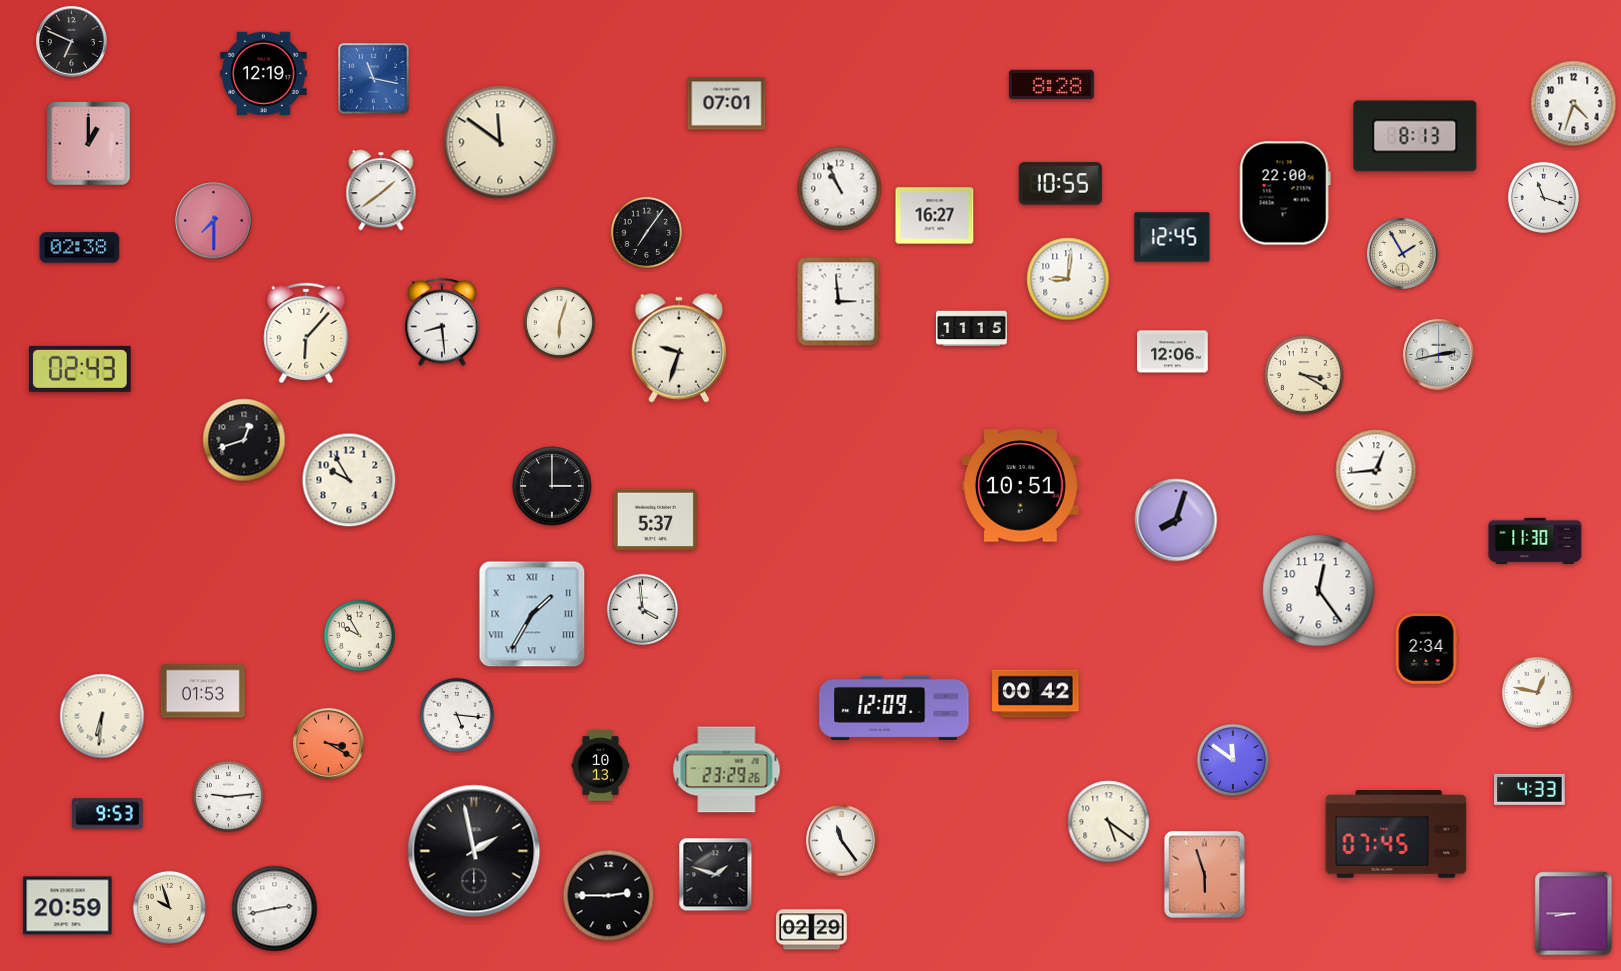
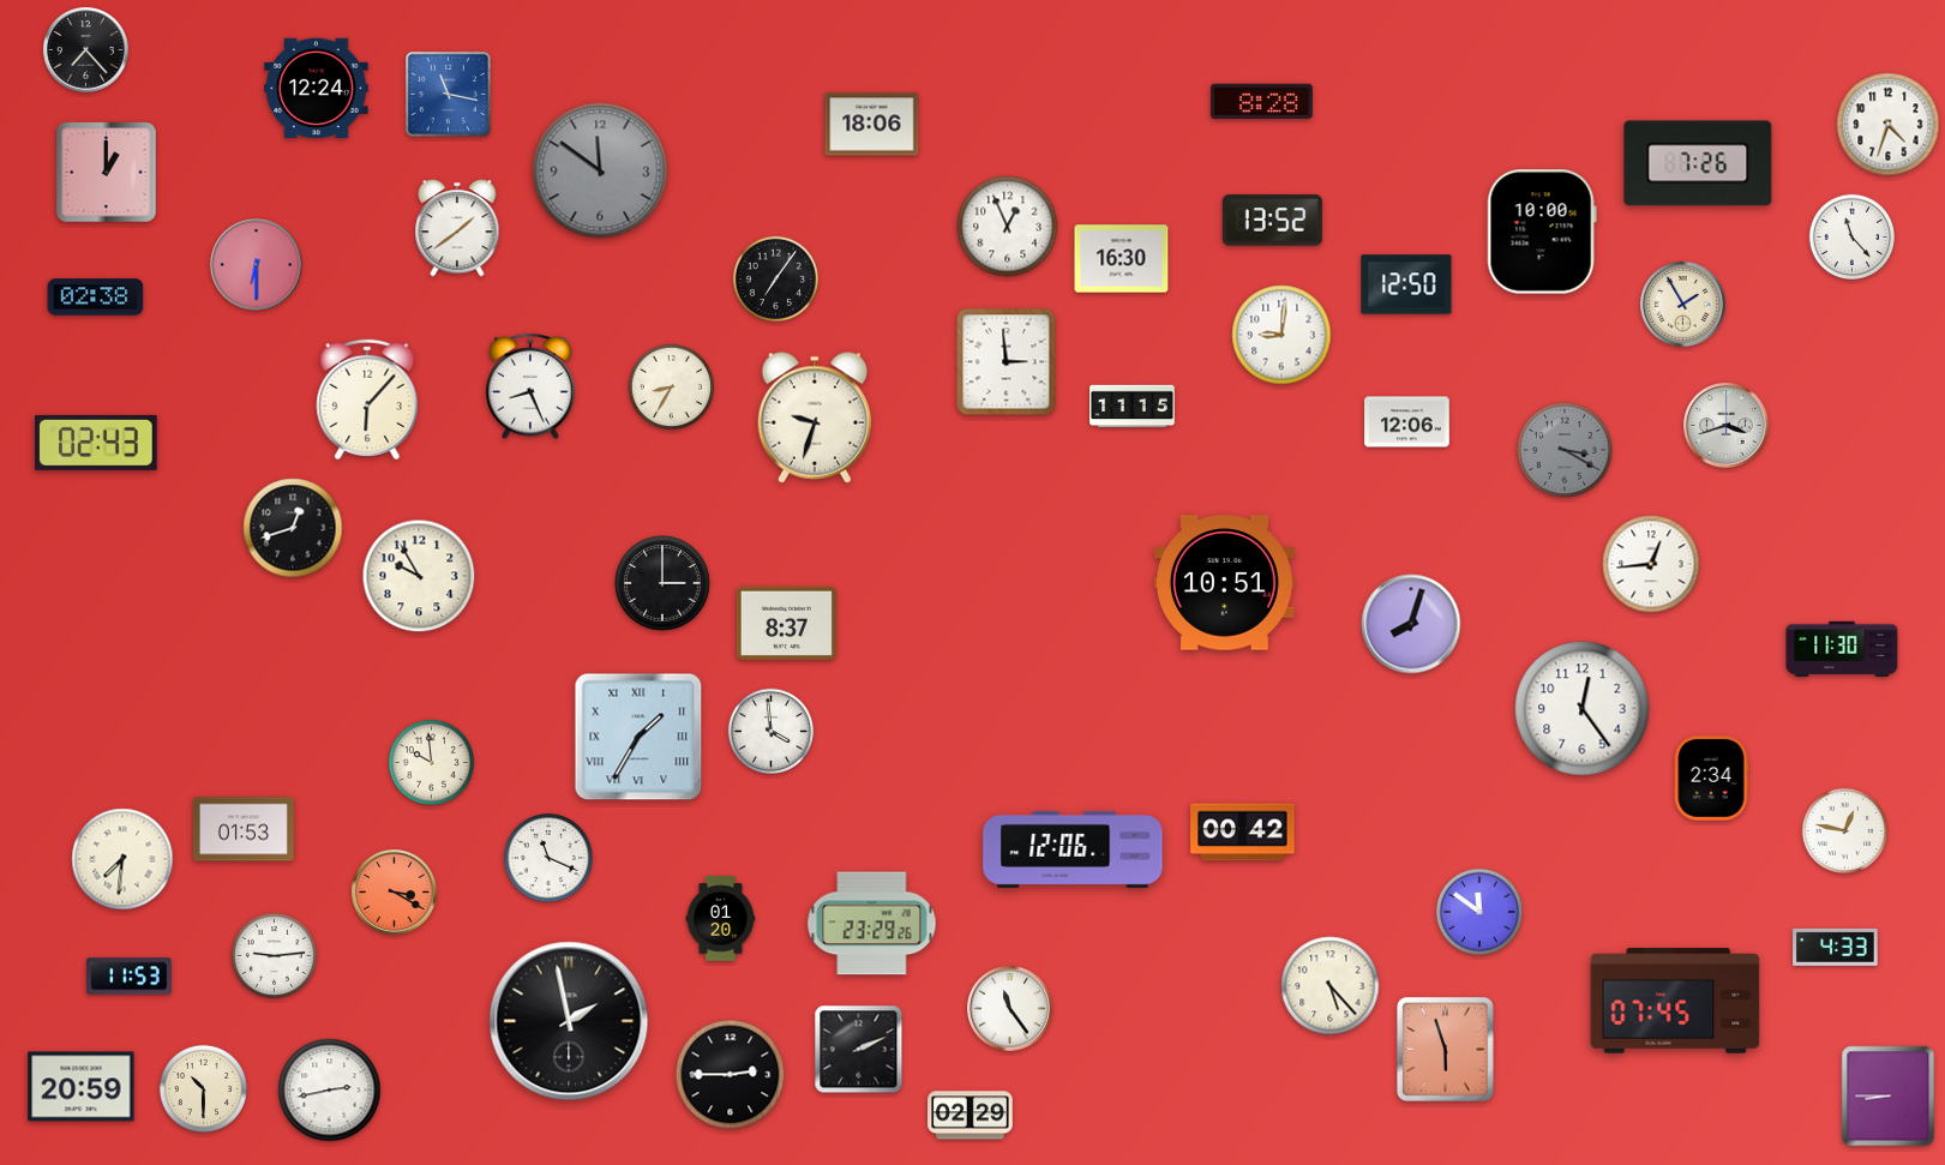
clock at (72, 42): 6:49 -> 7:23
clock at (264, 73): 12:19 -> 12:24
clock at (727, 104): 07:01 -> 18:06
clock at (1415, 136): 8:13 -> 7:26
clock at (500, 142) dial: cream -> grey
clock at (1060, 184): 10:55 -> 13:52
clock at (840, 189): 10:56 -> 12:56
clock at (1285, 193): 22:00 -> 10:00
clock at (1543, 197): 11:18 -> 11:23
clock at (935, 216): 16:27 -> 16:30
clock at (214, 221): 7:30 -> 6:30
clock at (1172, 237): 12:45 -> 12:50
clock at (442, 322): 8:29 -> 8:26
clock at (559, 322): 6:03 -> 8:35
clock at (972, 329) position: (972, 329) -> (1133, 407)
clock at (1439, 355): 2:43 -> 3:42
clock at (1304, 375) dial: cream -> grey
clock at (655, 519): 5:37 -> 8:37
clock at (359, 635): 9:55 -> 9:59
clock at (894, 708): 12:09 -> 12:06
clock at (457, 715): 5:16 -> 11:19
clock at (102, 716): 6:31 -> 7:31
clock at (601, 766): 10:13 -> 01:20
clock at (108, 814): 9:53 -> 11:53
clock at (1109, 822): 5:21 -> 5:23
clock at (716, 875): 1:48 -> 2:11
clock at (169, 907): 9:57 -> 10:30
clock at (812, 930) position: (812, 930) -> (971, 1116)
